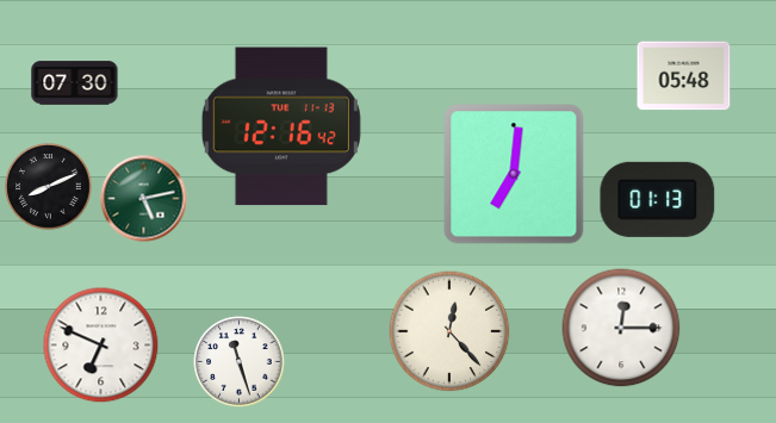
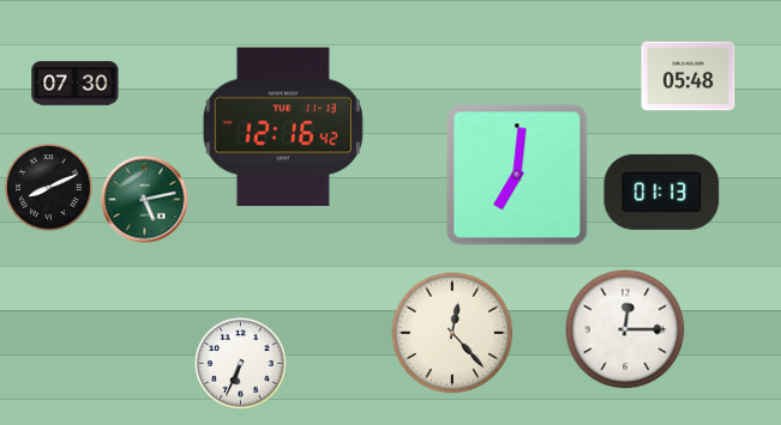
clock at (658, 199) position: (658, 199) -> (662, 192)
clock at (101, 346): 6:49 -> none
clock at (240, 362): 11:27 -> 6:34
